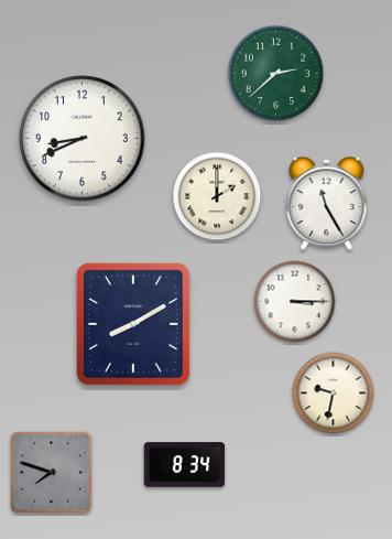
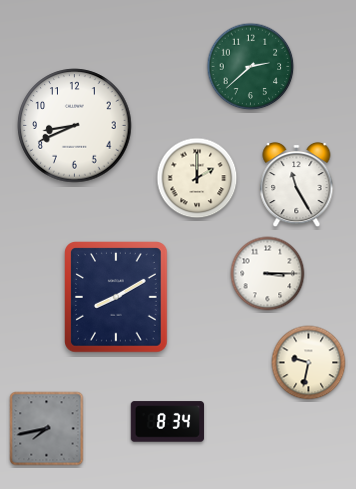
clock at (134, 325) position: (134, 325) -> (117, 298)
clock at (334, 394) position: (334, 394) -> (309, 363)
clock at (52, 473): 7:48 -> 7:43
